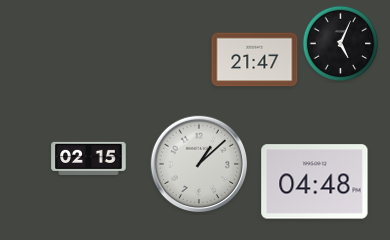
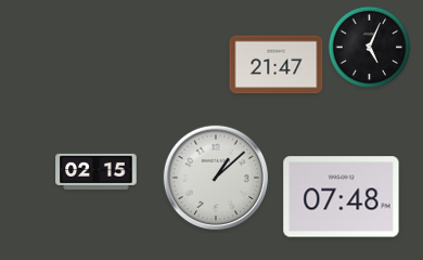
clock at (315, 182): 04:48 -> 07:48
